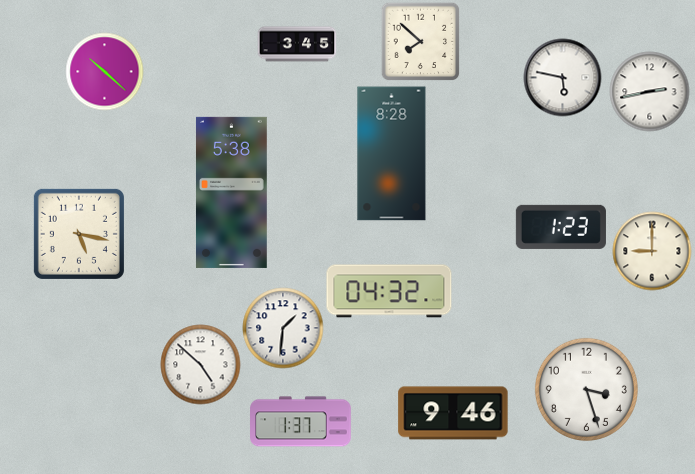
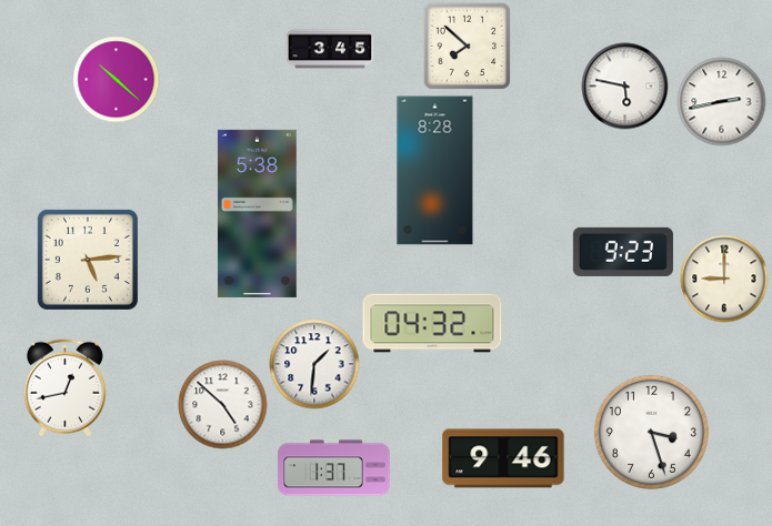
clock at (561, 227): 1:23 -> 9:23
clock at (79, 234): 5:17 -> 5:14
clock at (64, 387): none -> 12:43
